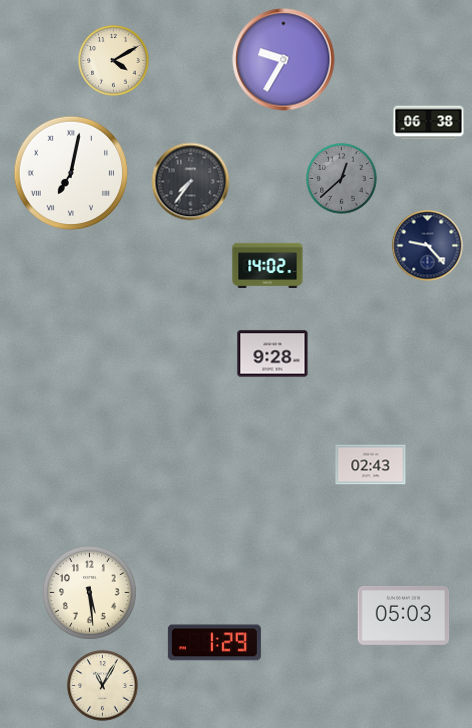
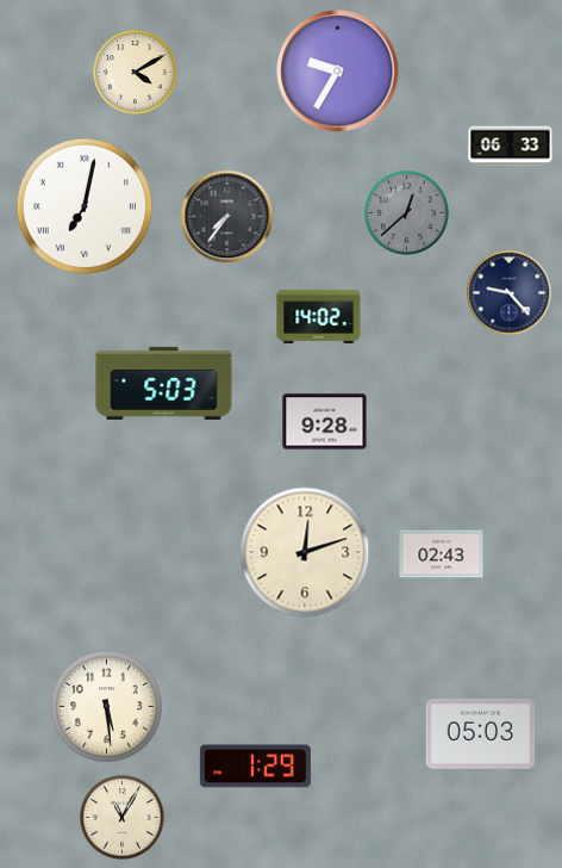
clock at (429, 123): 06:38 -> 06:33
clock at (164, 383): none -> 5:03
clock at (305, 552): none -> 12:12
